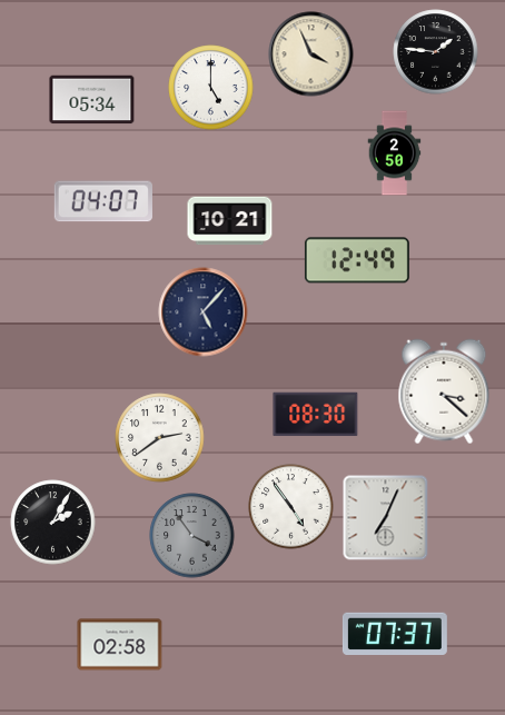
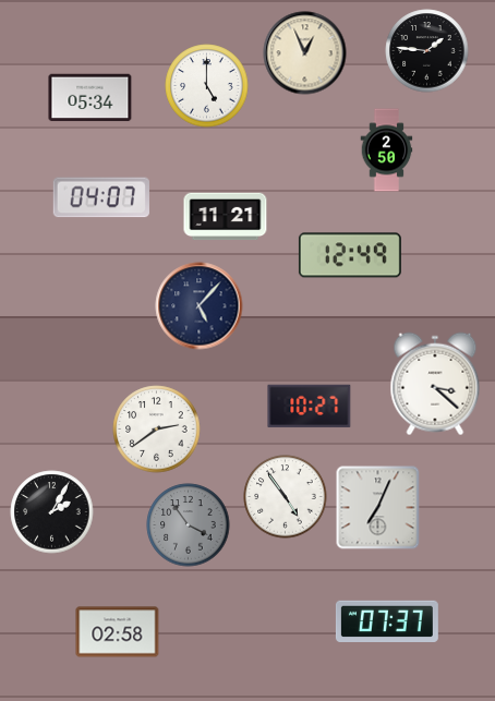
clock at (311, 54): 3:56 -> 12:56
clock at (230, 221): 10:21 -> 11:21
clock at (316, 415): 08:30 -> 10:27
